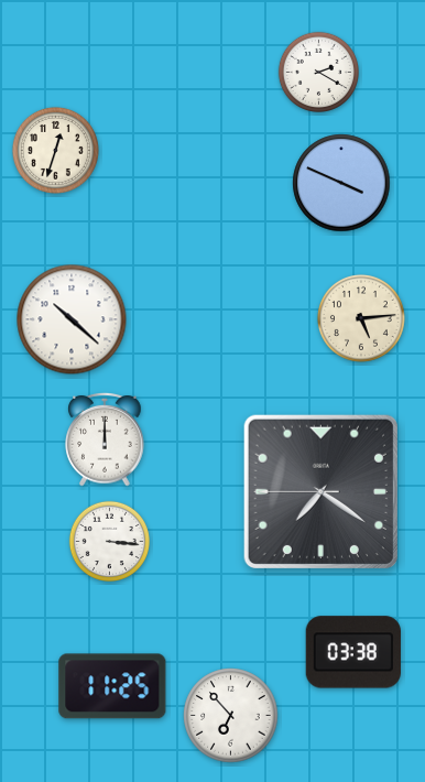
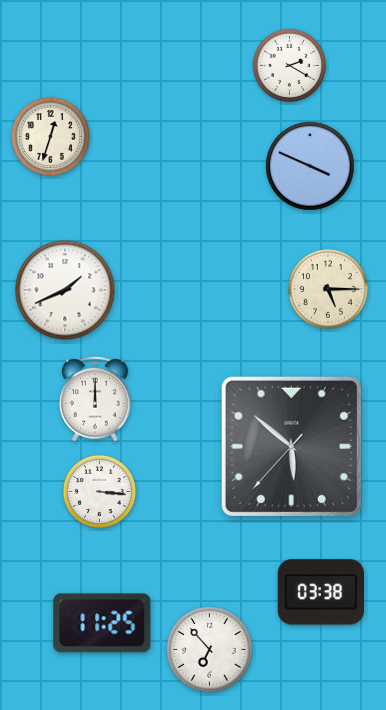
clock at (361, 318): 5:14 -> 5:15
clock at (72, 319): 10:22 -> 1:41
clock at (320, 491): 7:20 -> 5:51
